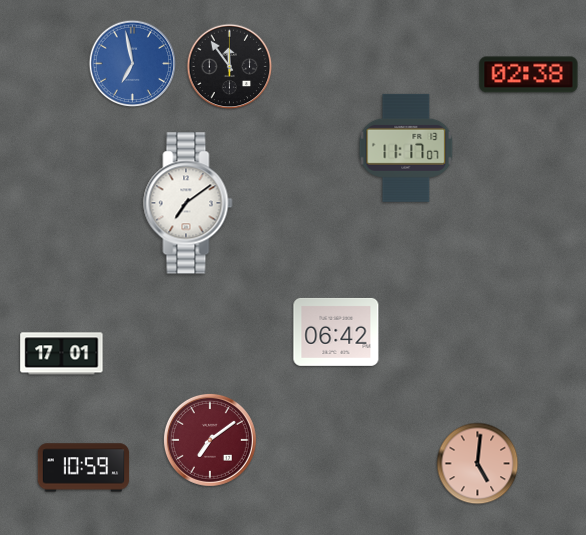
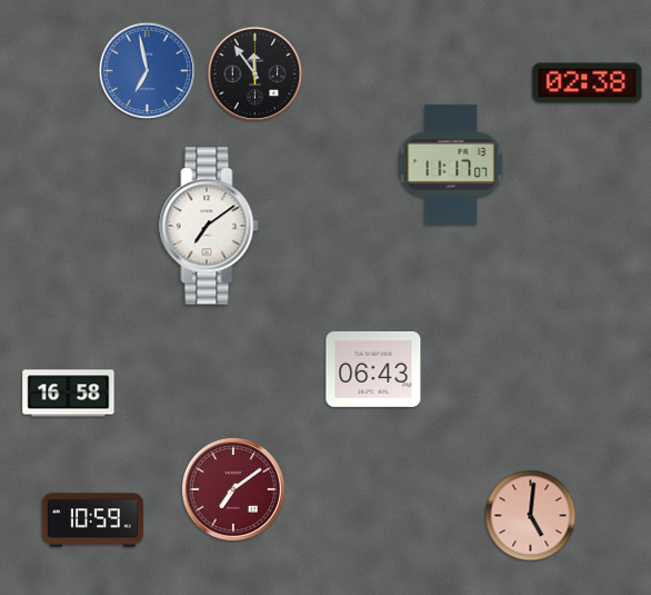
clock at (336, 332): 06:42 -> 06:43
clock at (62, 354): 17:01 -> 16:58
